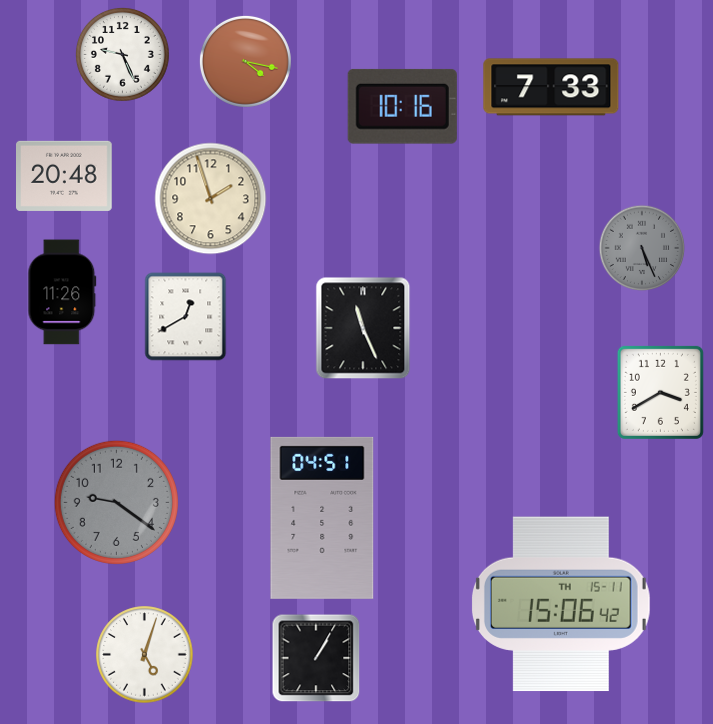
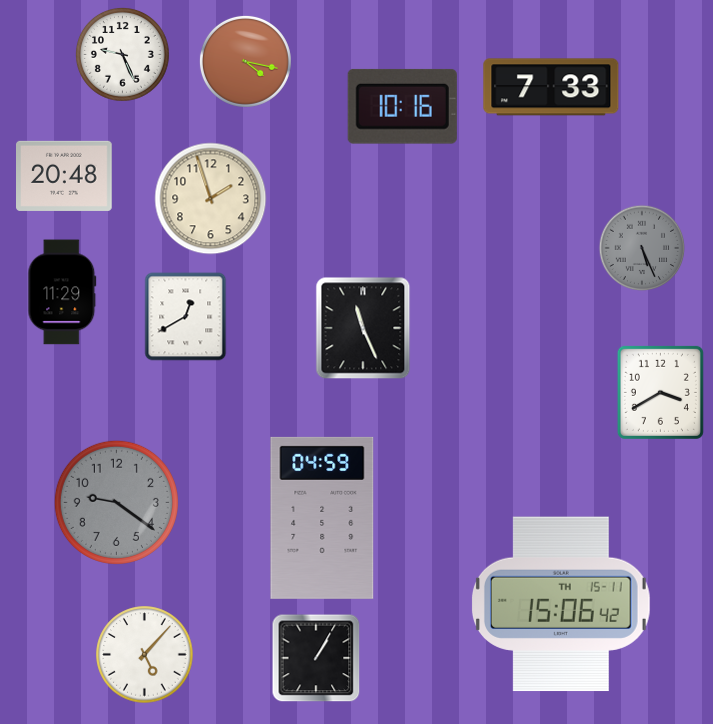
clock at (62, 292): 11:26 -> 11:29
clock at (322, 518): 04:51 -> 04:59
clock at (145, 655): 5:03 -> 5:07
